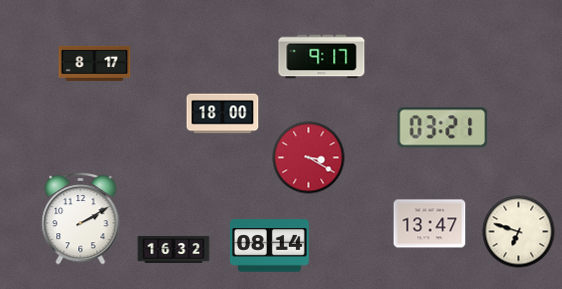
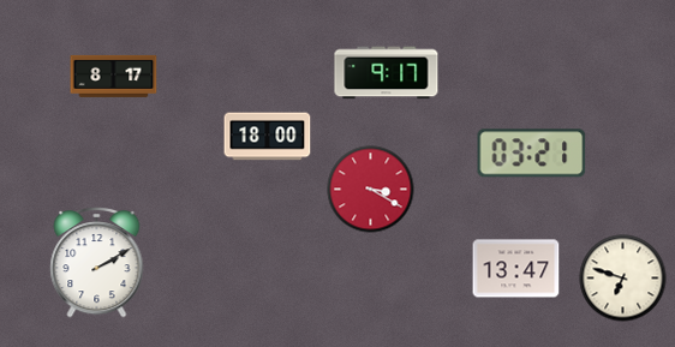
clock at (322, 57) position: (322, 57) -> (387, 73)
clock at (270, 246): 08:14 -> none
clock at (174, 250): 16:32 -> none
